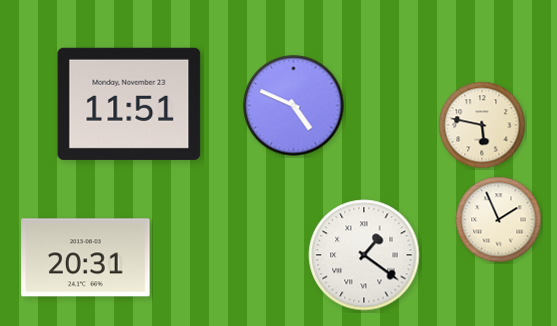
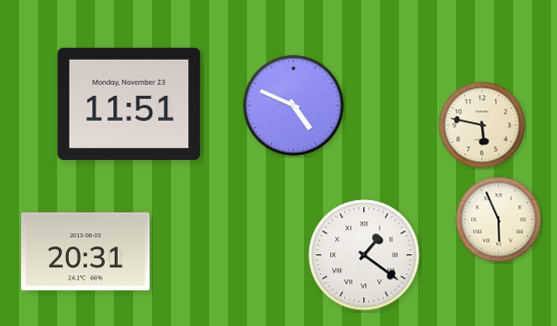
clock at (499, 220): 1:56 -> 5:56
clock at (86, 258) position: (86, 258) -> (86, 252)
